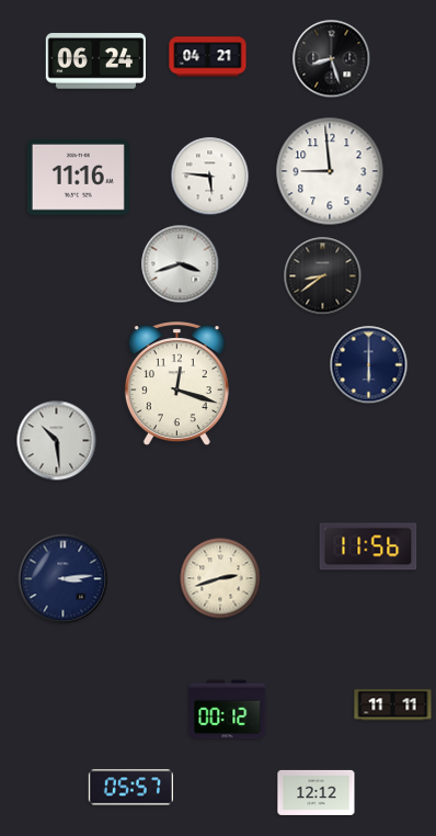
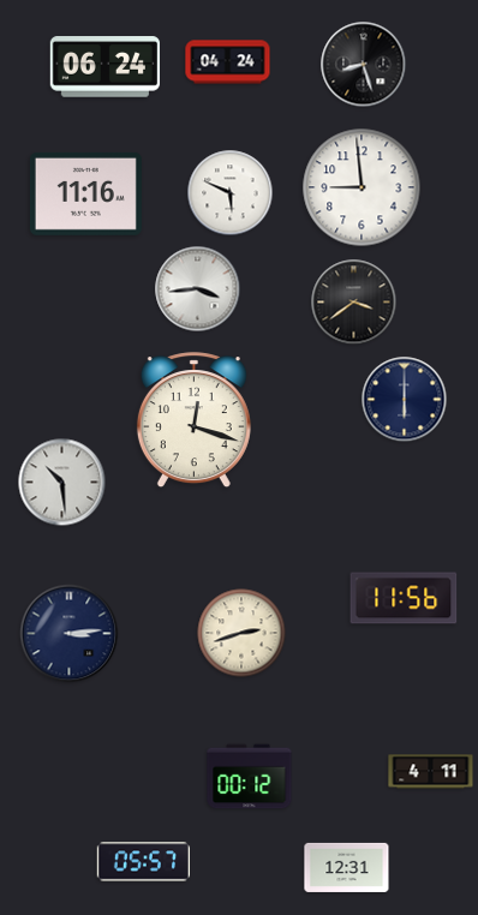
clock at (208, 57): 04:21 -> 04:24
clock at (210, 177): 5:46 -> 5:49
clock at (181, 264): 3:42 -> 3:44
clock at (323, 276): 8:39 -> 3:39
clock at (393, 705): 11:11 -> 4:11
clock at (317, 792): 12:12 -> 12:31
